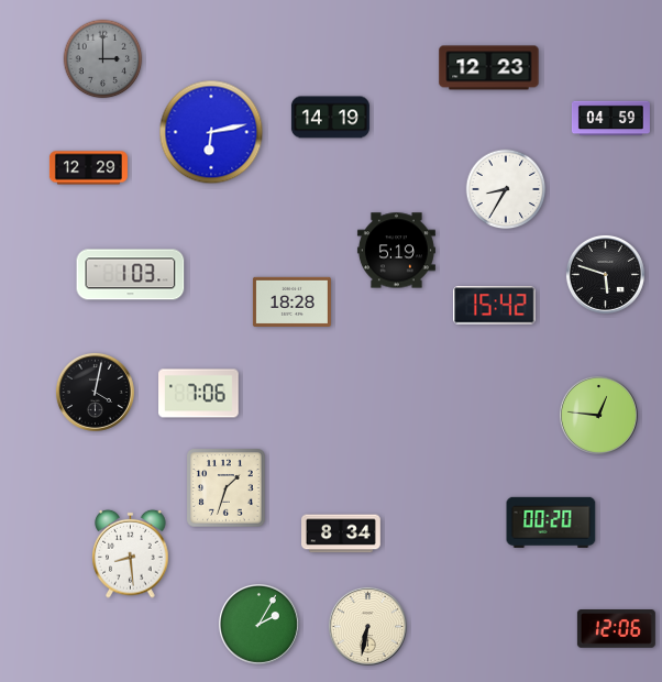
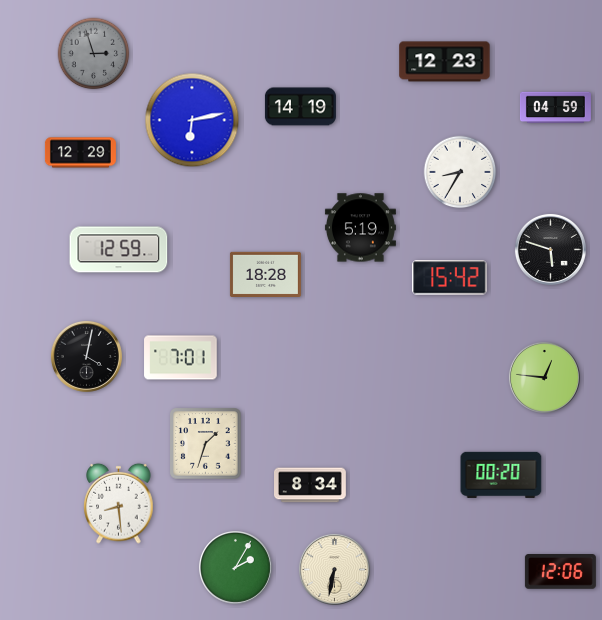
clock at (103, 59): 3:00 -> 2:57
clock at (131, 275): 1:03 -> 12:59
clock at (199, 394): 7:06 -> 7:01
